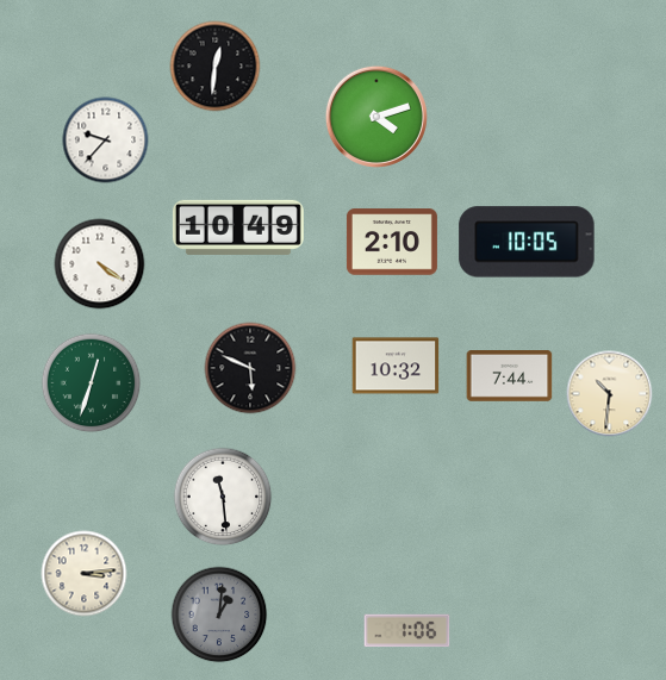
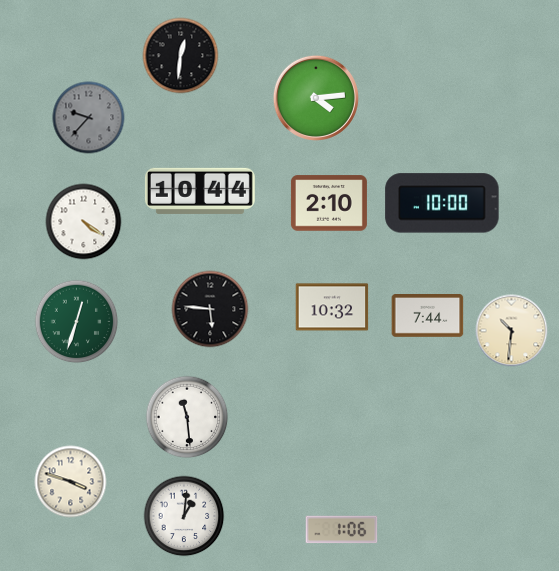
clock at (376, 117): 4:12 -> 4:14
clock at (106, 141) dial: white -> grey
clock at (238, 227): 10:49 -> 10:44
clock at (527, 242): 10:05 -> 10:00
clock at (250, 368): 5:49 -> 5:46
clock at (85, 574): 3:14 -> 3:48
clock at (219, 615) dial: grey -> white
